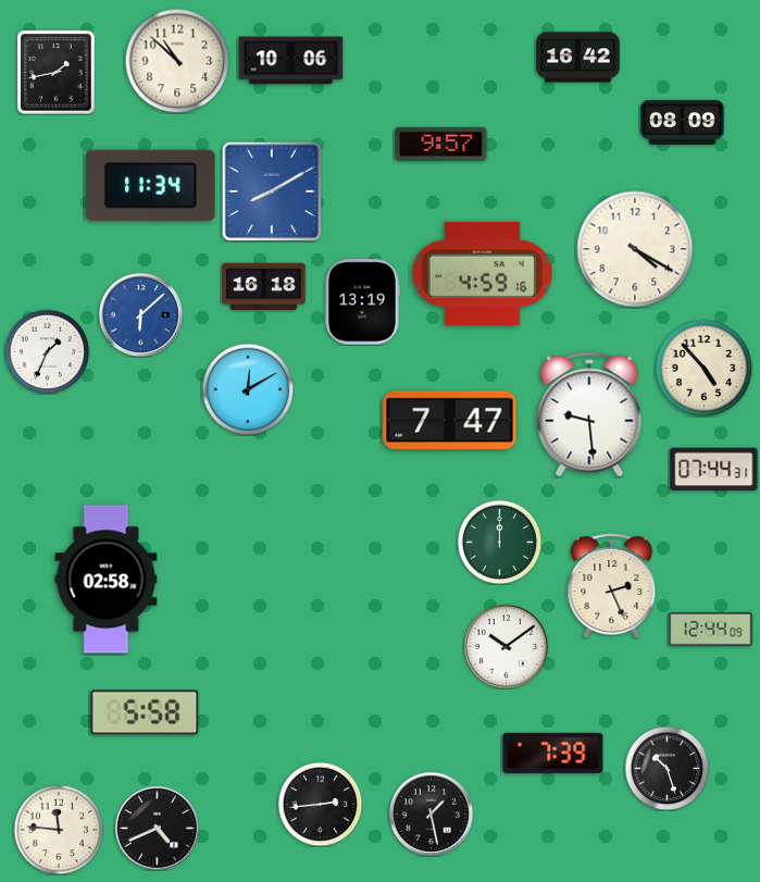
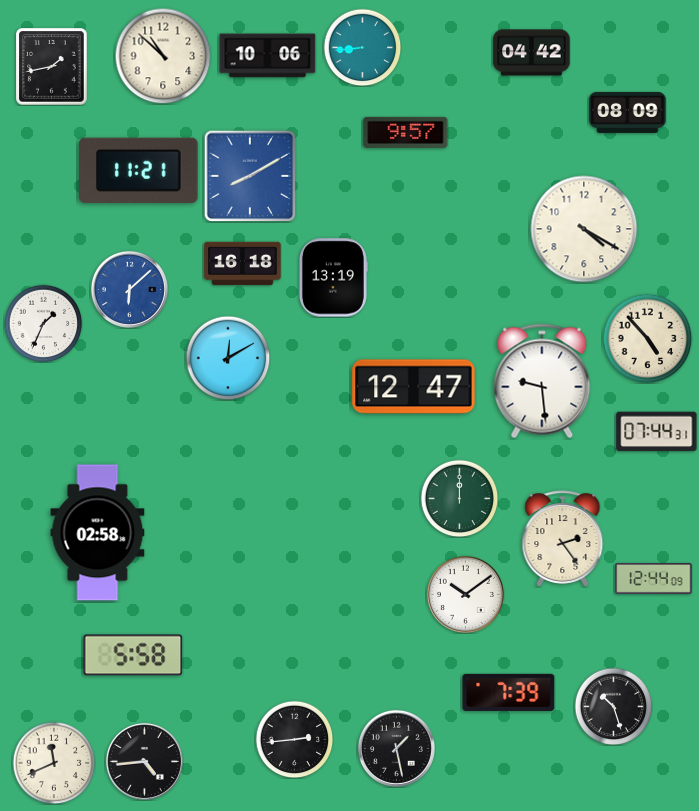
clock at (362, 47): none -> 8:44
clock at (578, 58): 16:42 -> 04:42
clock at (151, 185): 11:34 -> 11:21
clock at (482, 273): 4:59 -> none
clock at (450, 421): 7:47 -> 12:47
clock at (612, 586): 2:26 -> 2:24
clock at (157, 828): 4:41 -> 4:44
clock at (59, 830): 11:46 -> 11:41
